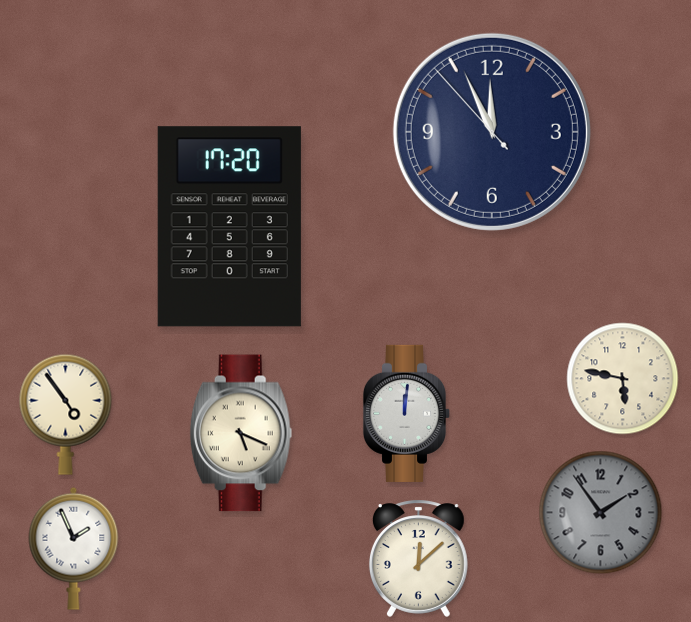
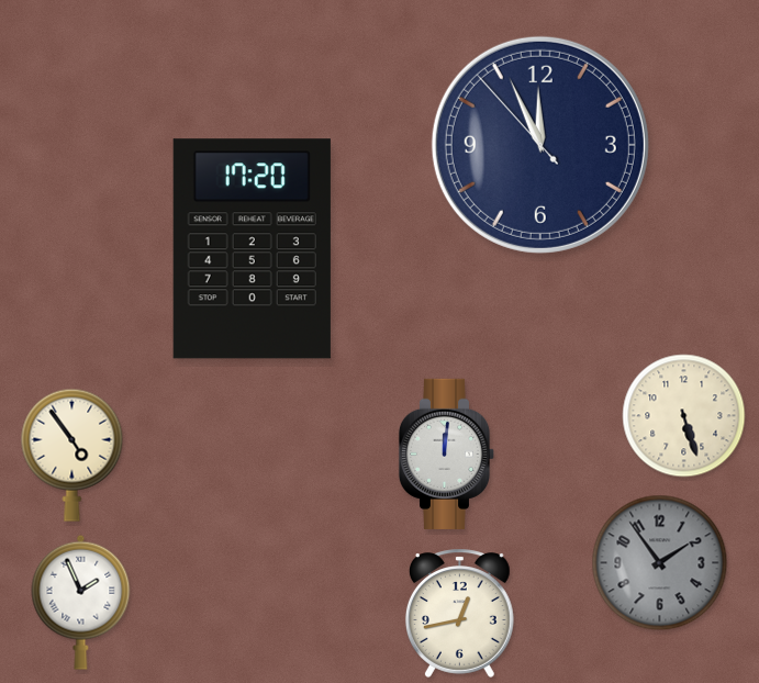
clock at (623, 379): 5:47 -> 5:27
clock at (241, 433): 5:19 -> none
clock at (418, 558): 12:08 -> 12:43
